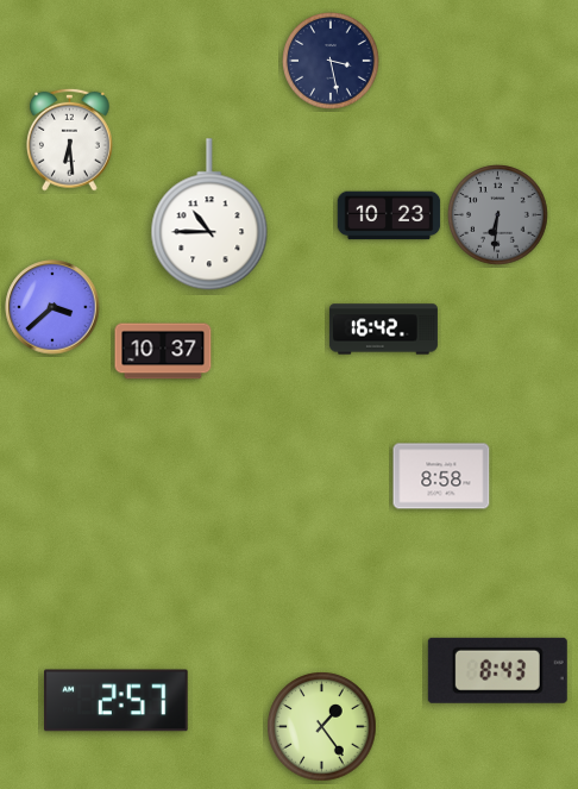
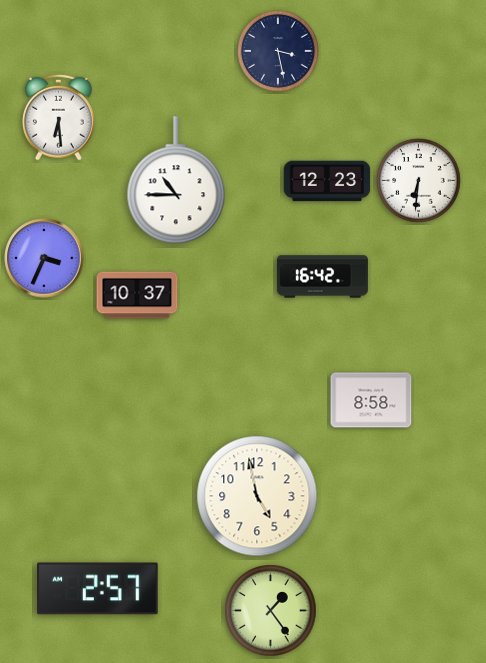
clock at (389, 215): 10:23 -> 12:23
clock at (498, 215) dial: grey -> white
clock at (52, 307): 3:38 -> 3:34
clock at (257, 496): none -> 4:58
clock at (497, 670): 8:43 -> none
